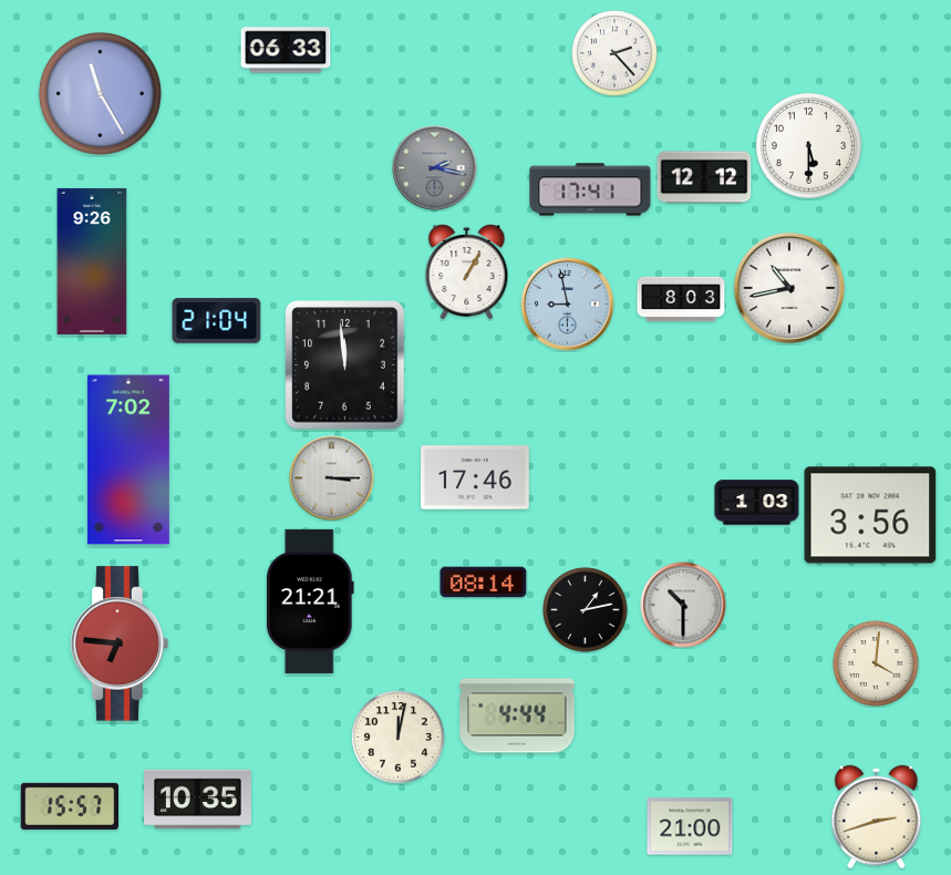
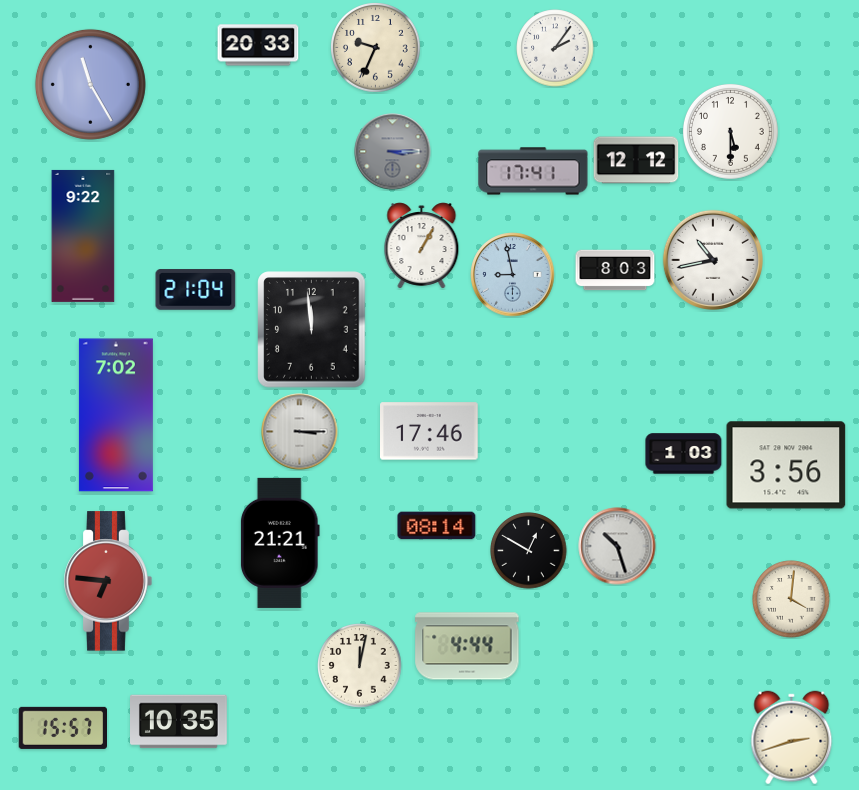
clock at (286, 50): 06:33 -> 20:33
clock at (376, 48): none -> 9:34
clock at (614, 53): 2:23 -> 2:06
clock at (435, 168): 2:17 -> 3:15
clock at (92, 261): 9:26 -> 9:22
clock at (683, 605): 10:30 -> 10:27
clock at (586, 610): 1:13 -> 12:50
clock at (690, 826): 21:00 -> none
